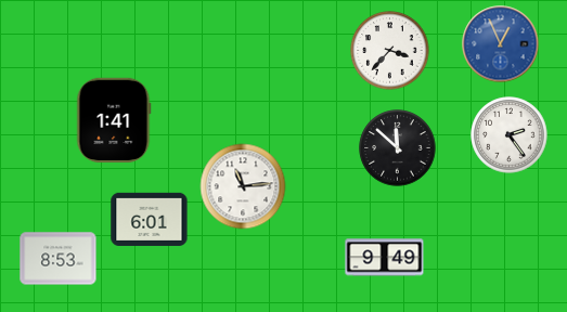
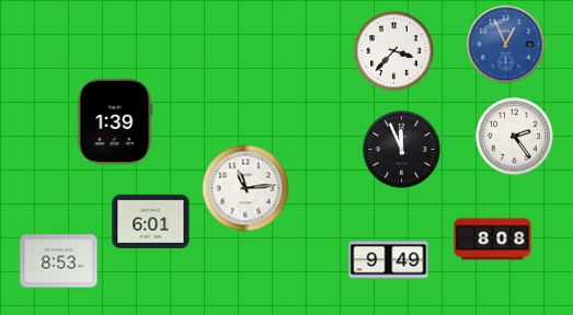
clock at (114, 119): 1:41 -> 1:39
clock at (398, 148): 11:52 -> 11:56
clock at (493, 240): none -> 8:08
